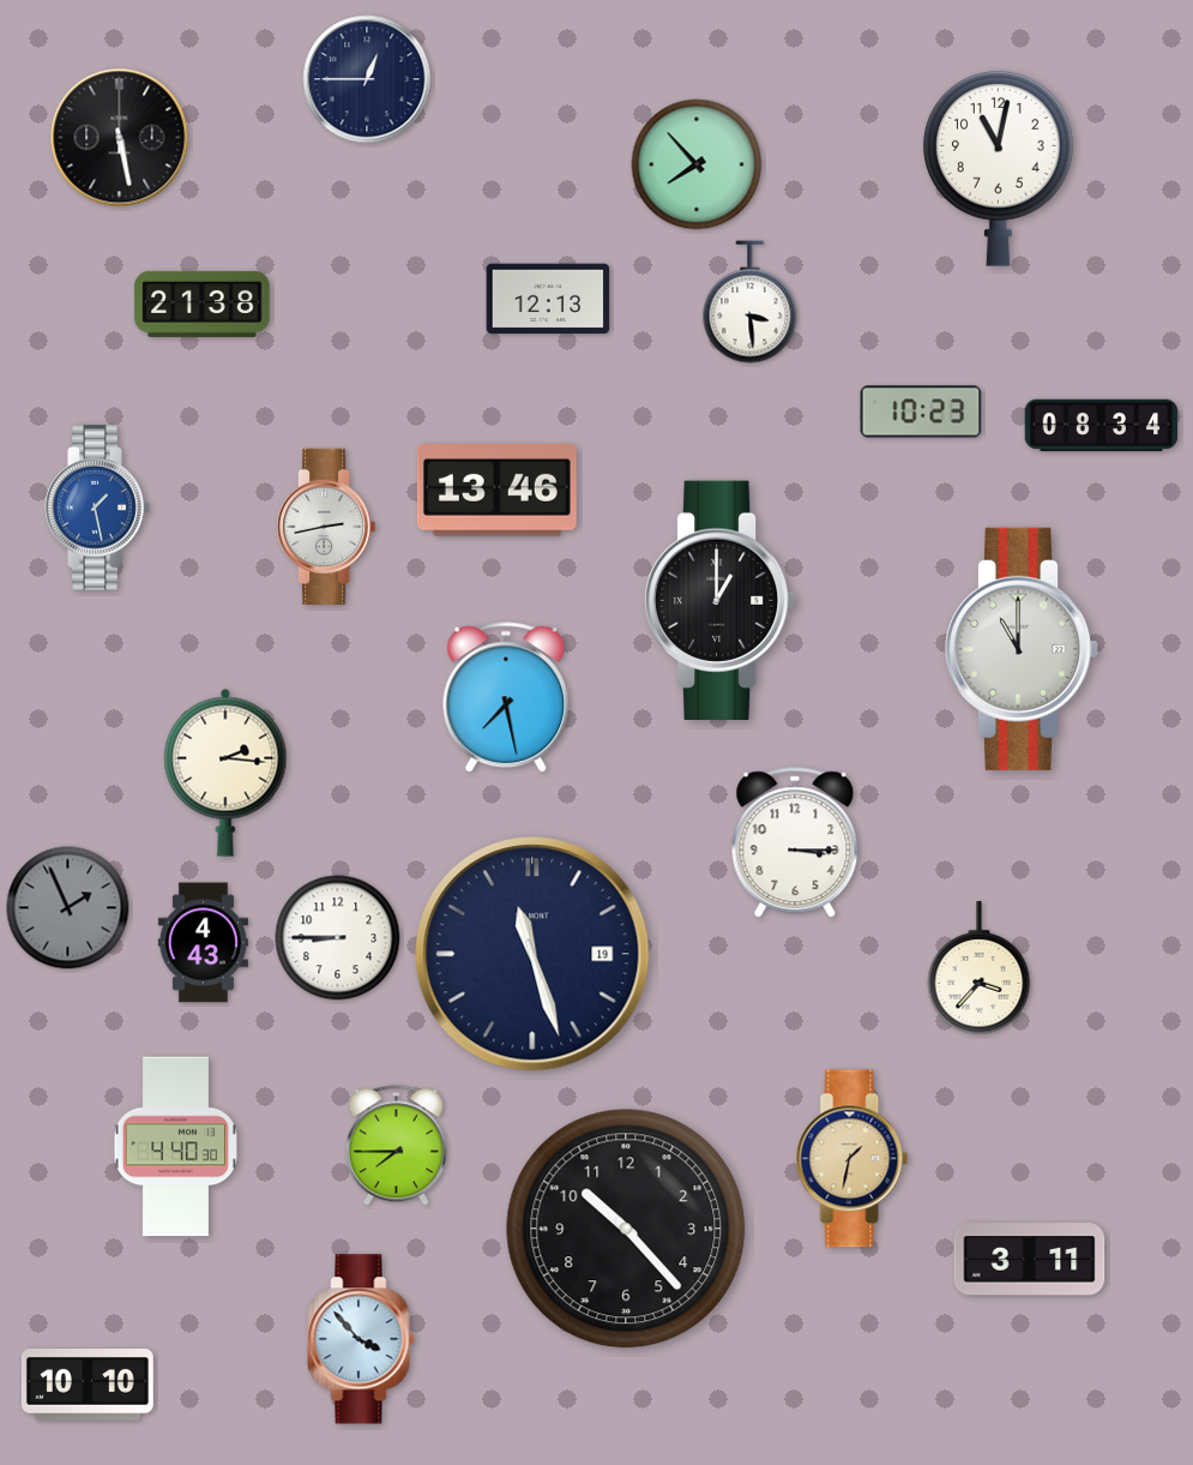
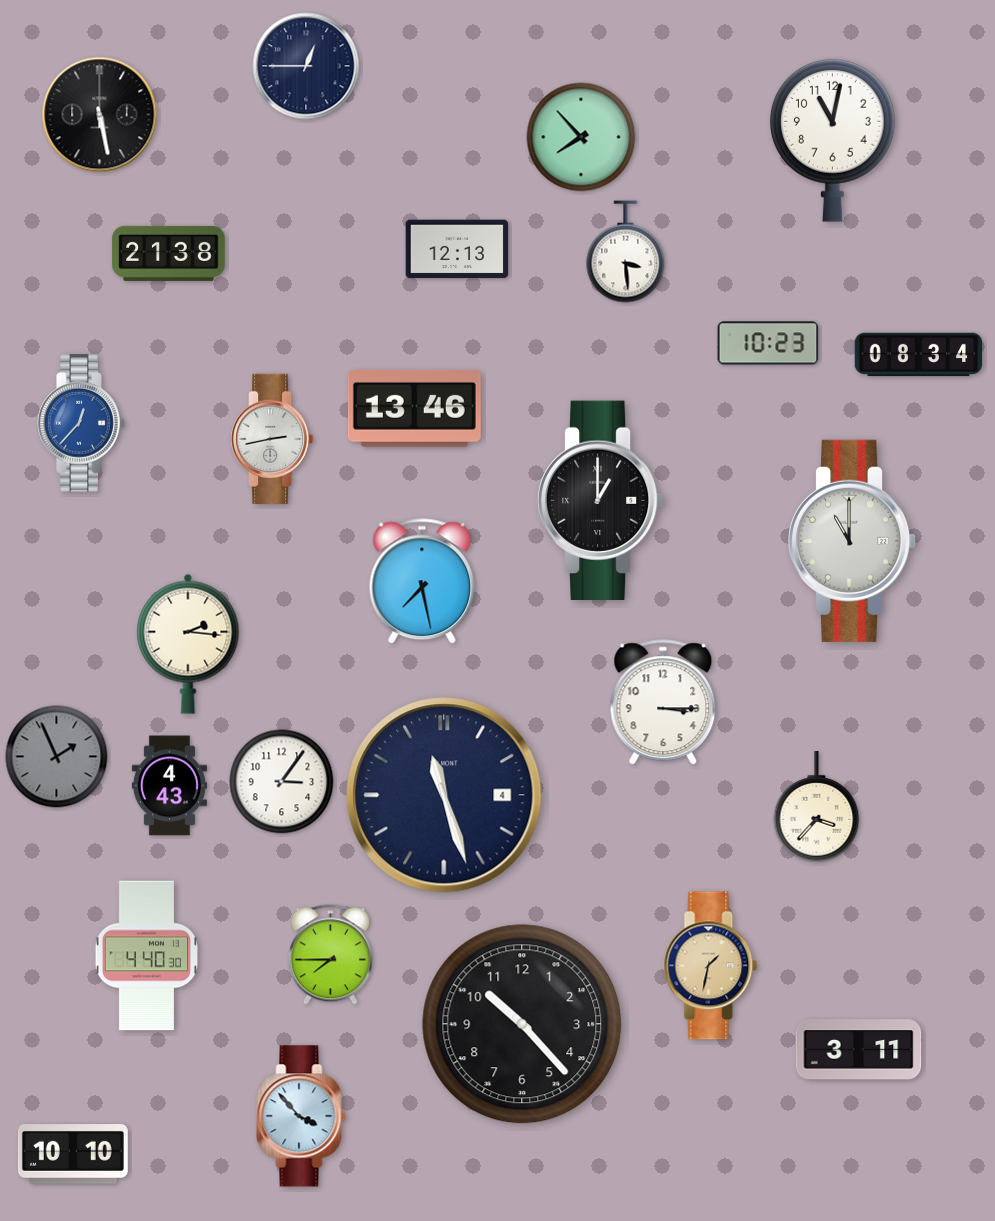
clock at (97, 508): 1:28 -> 12:37
clock at (338, 938): 8:45 -> 3:06
clock at (532, 954) date: 19 -> 4
